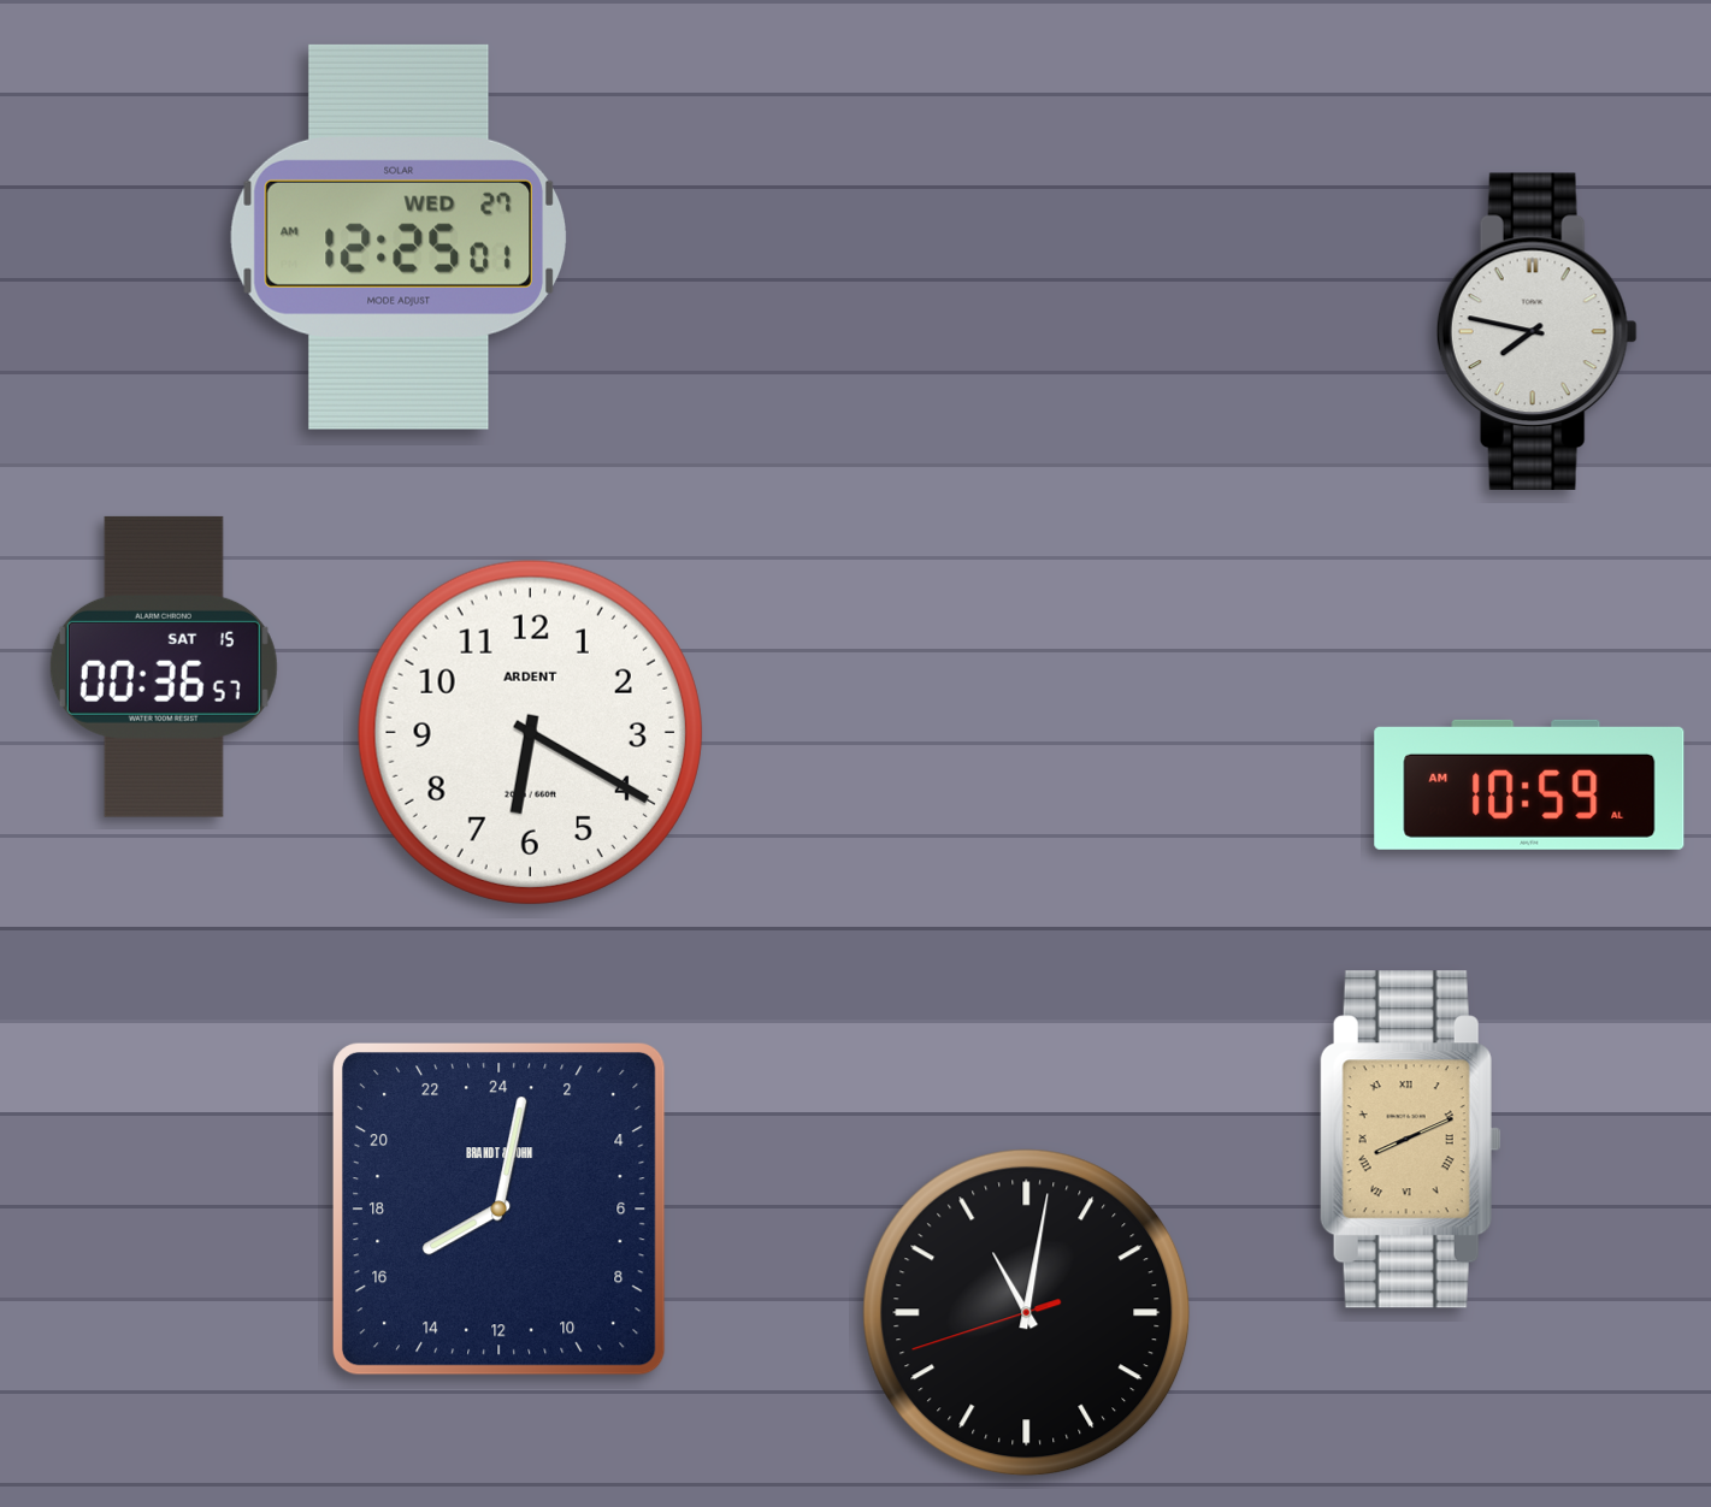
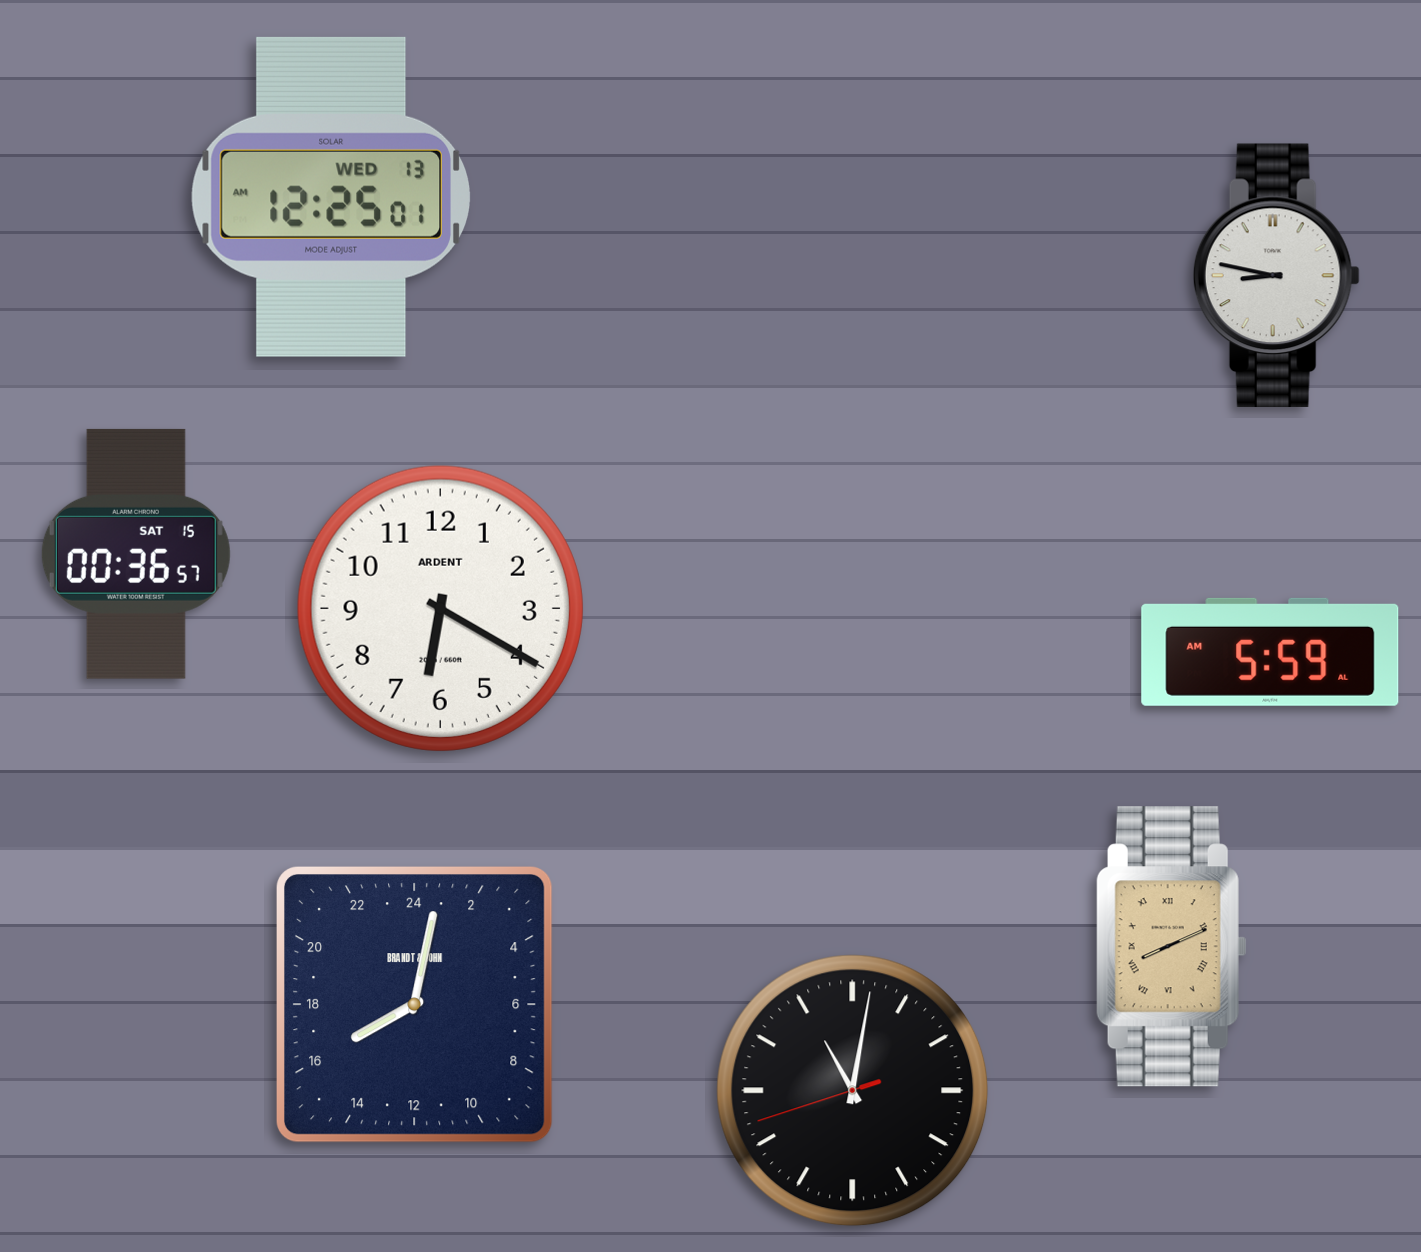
clock at (399, 237) date: WED 27 -> WED 13
clock at (1536, 331): 7:47 -> 8:47
clock at (1529, 785): 10:59 -> 5:59
